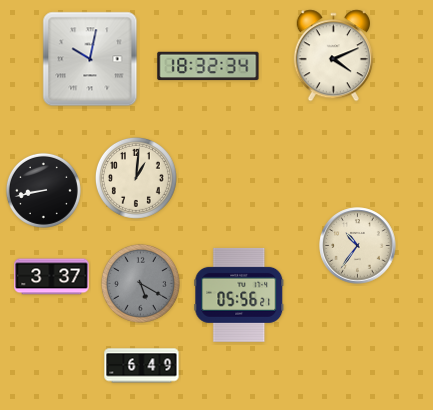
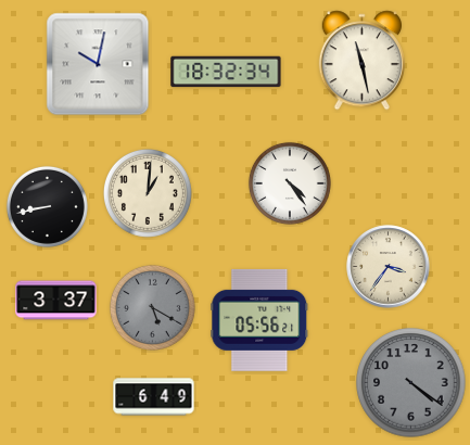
clock at (333, 56): 4:11 -> 11:28
clock at (290, 183): none -> 4:24
clock at (358, 246): 10:36 -> 3:36
clock at (411, 383): none -> 4:21
